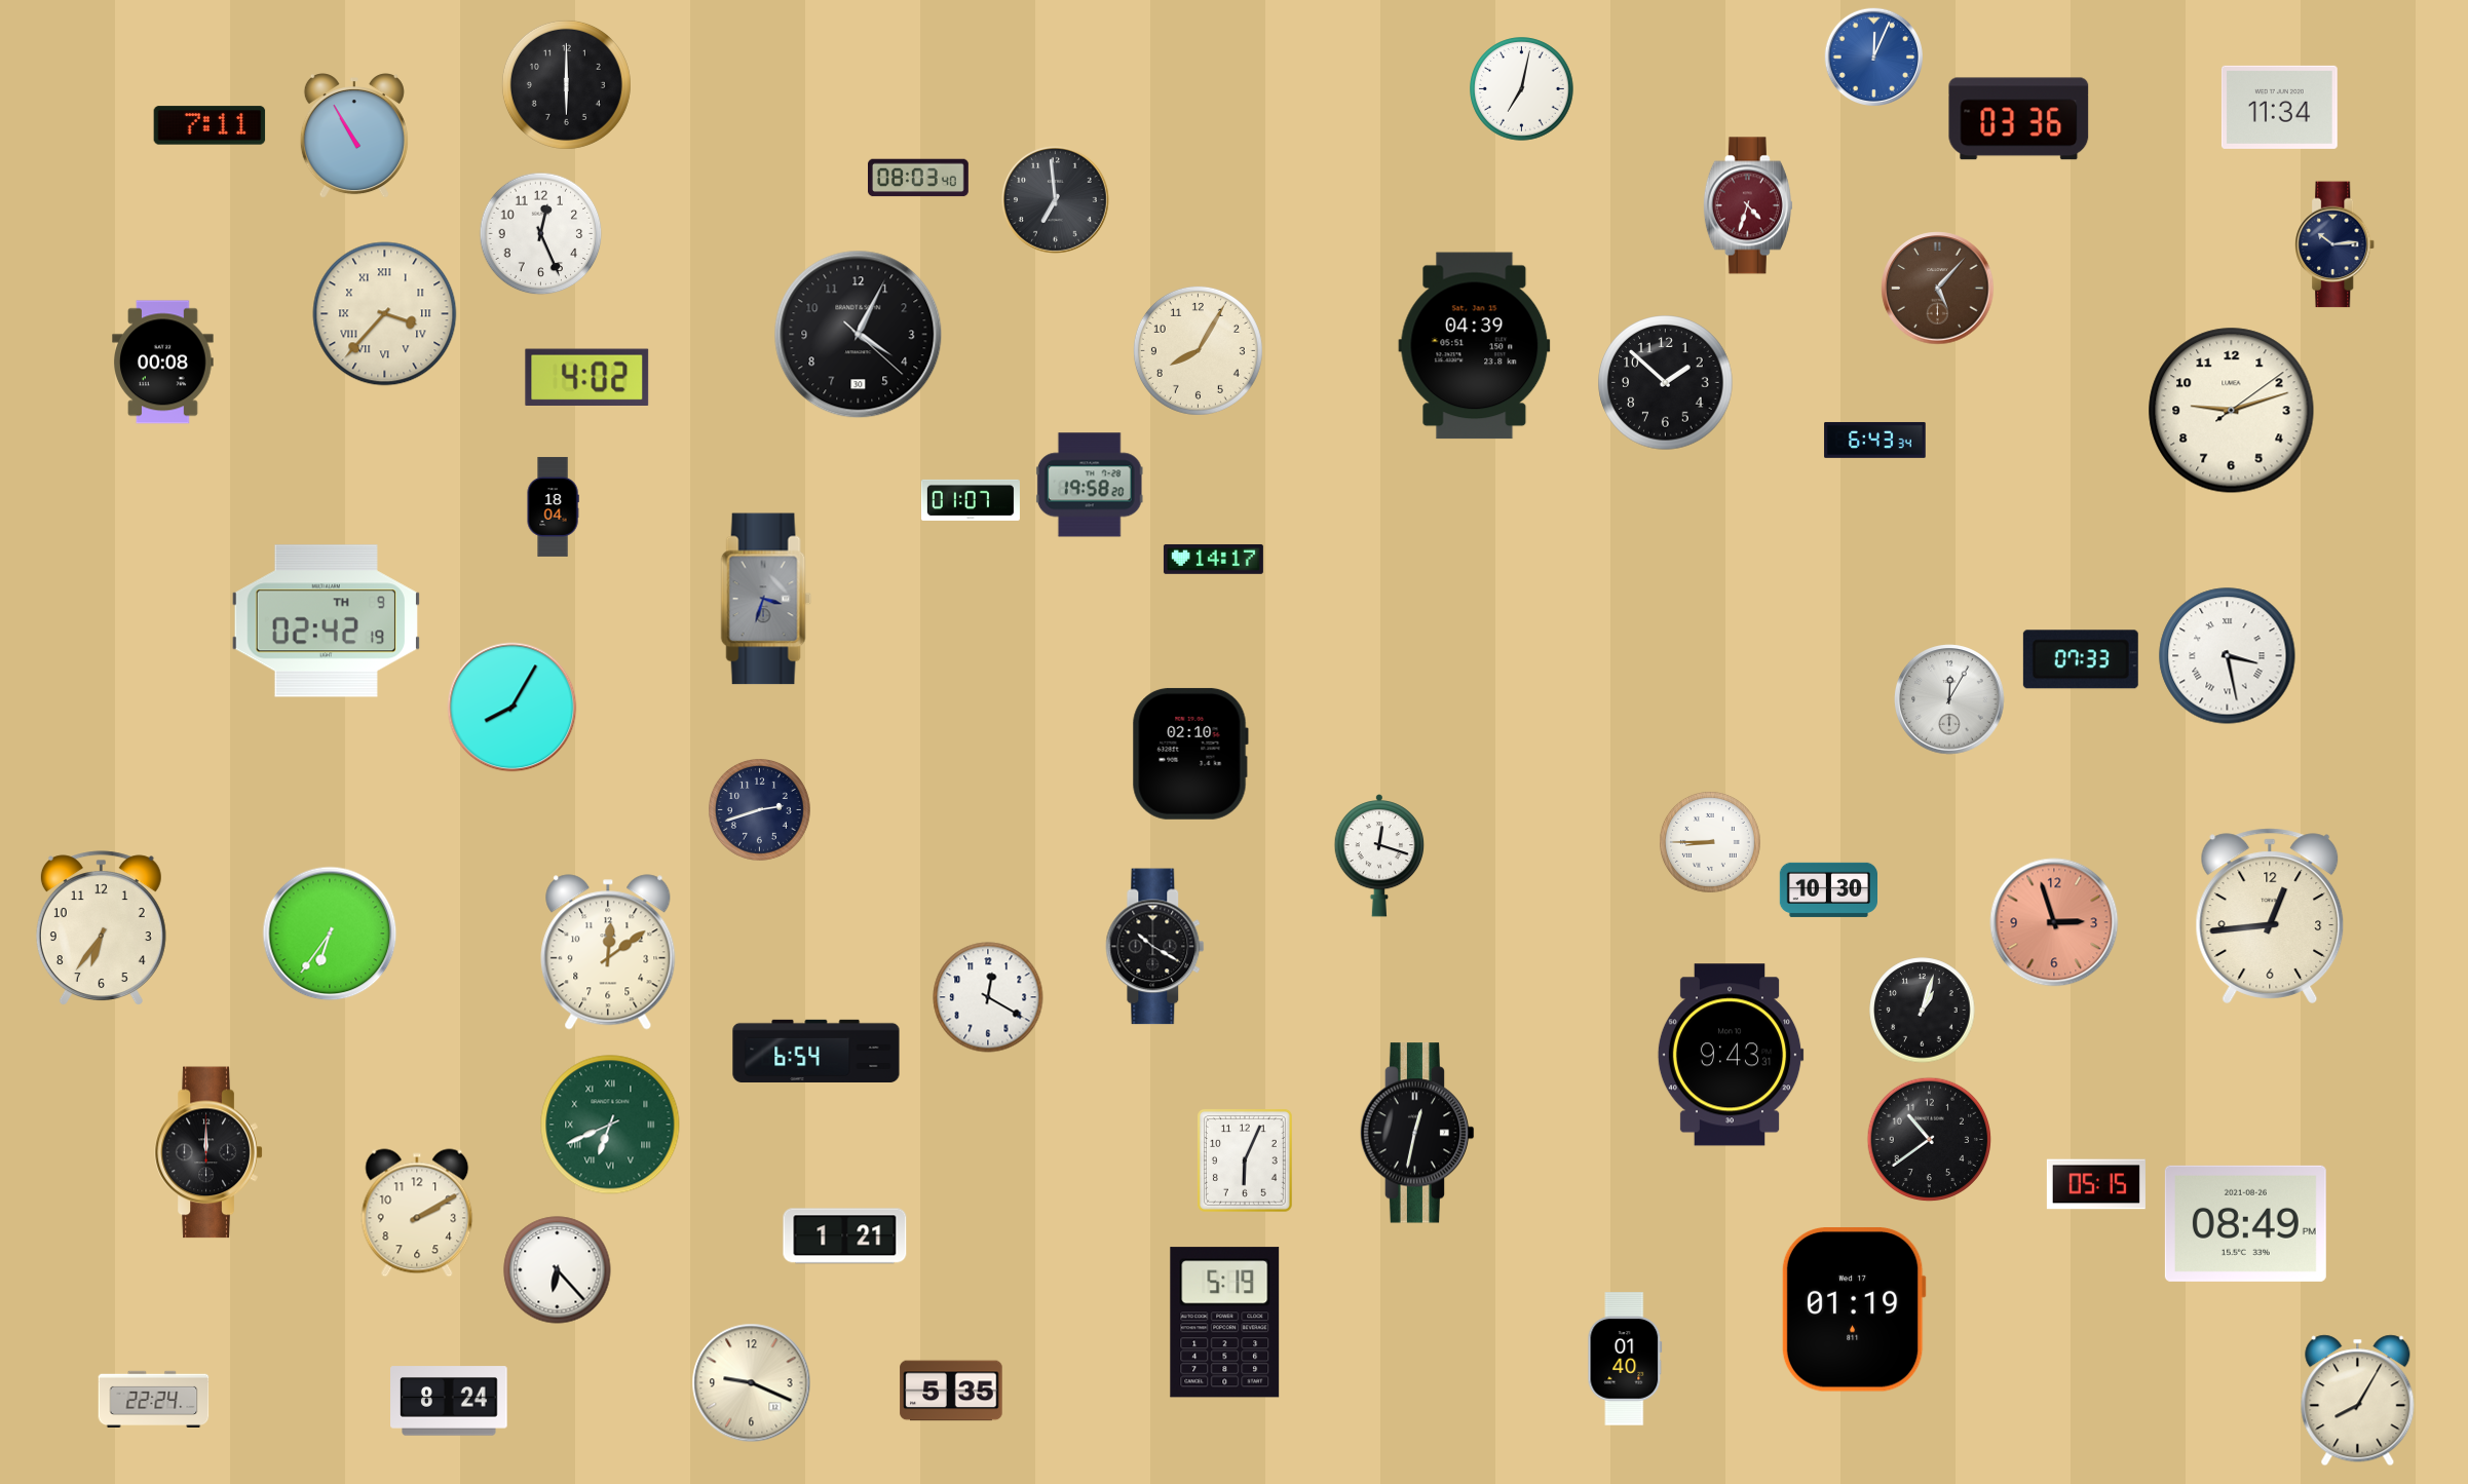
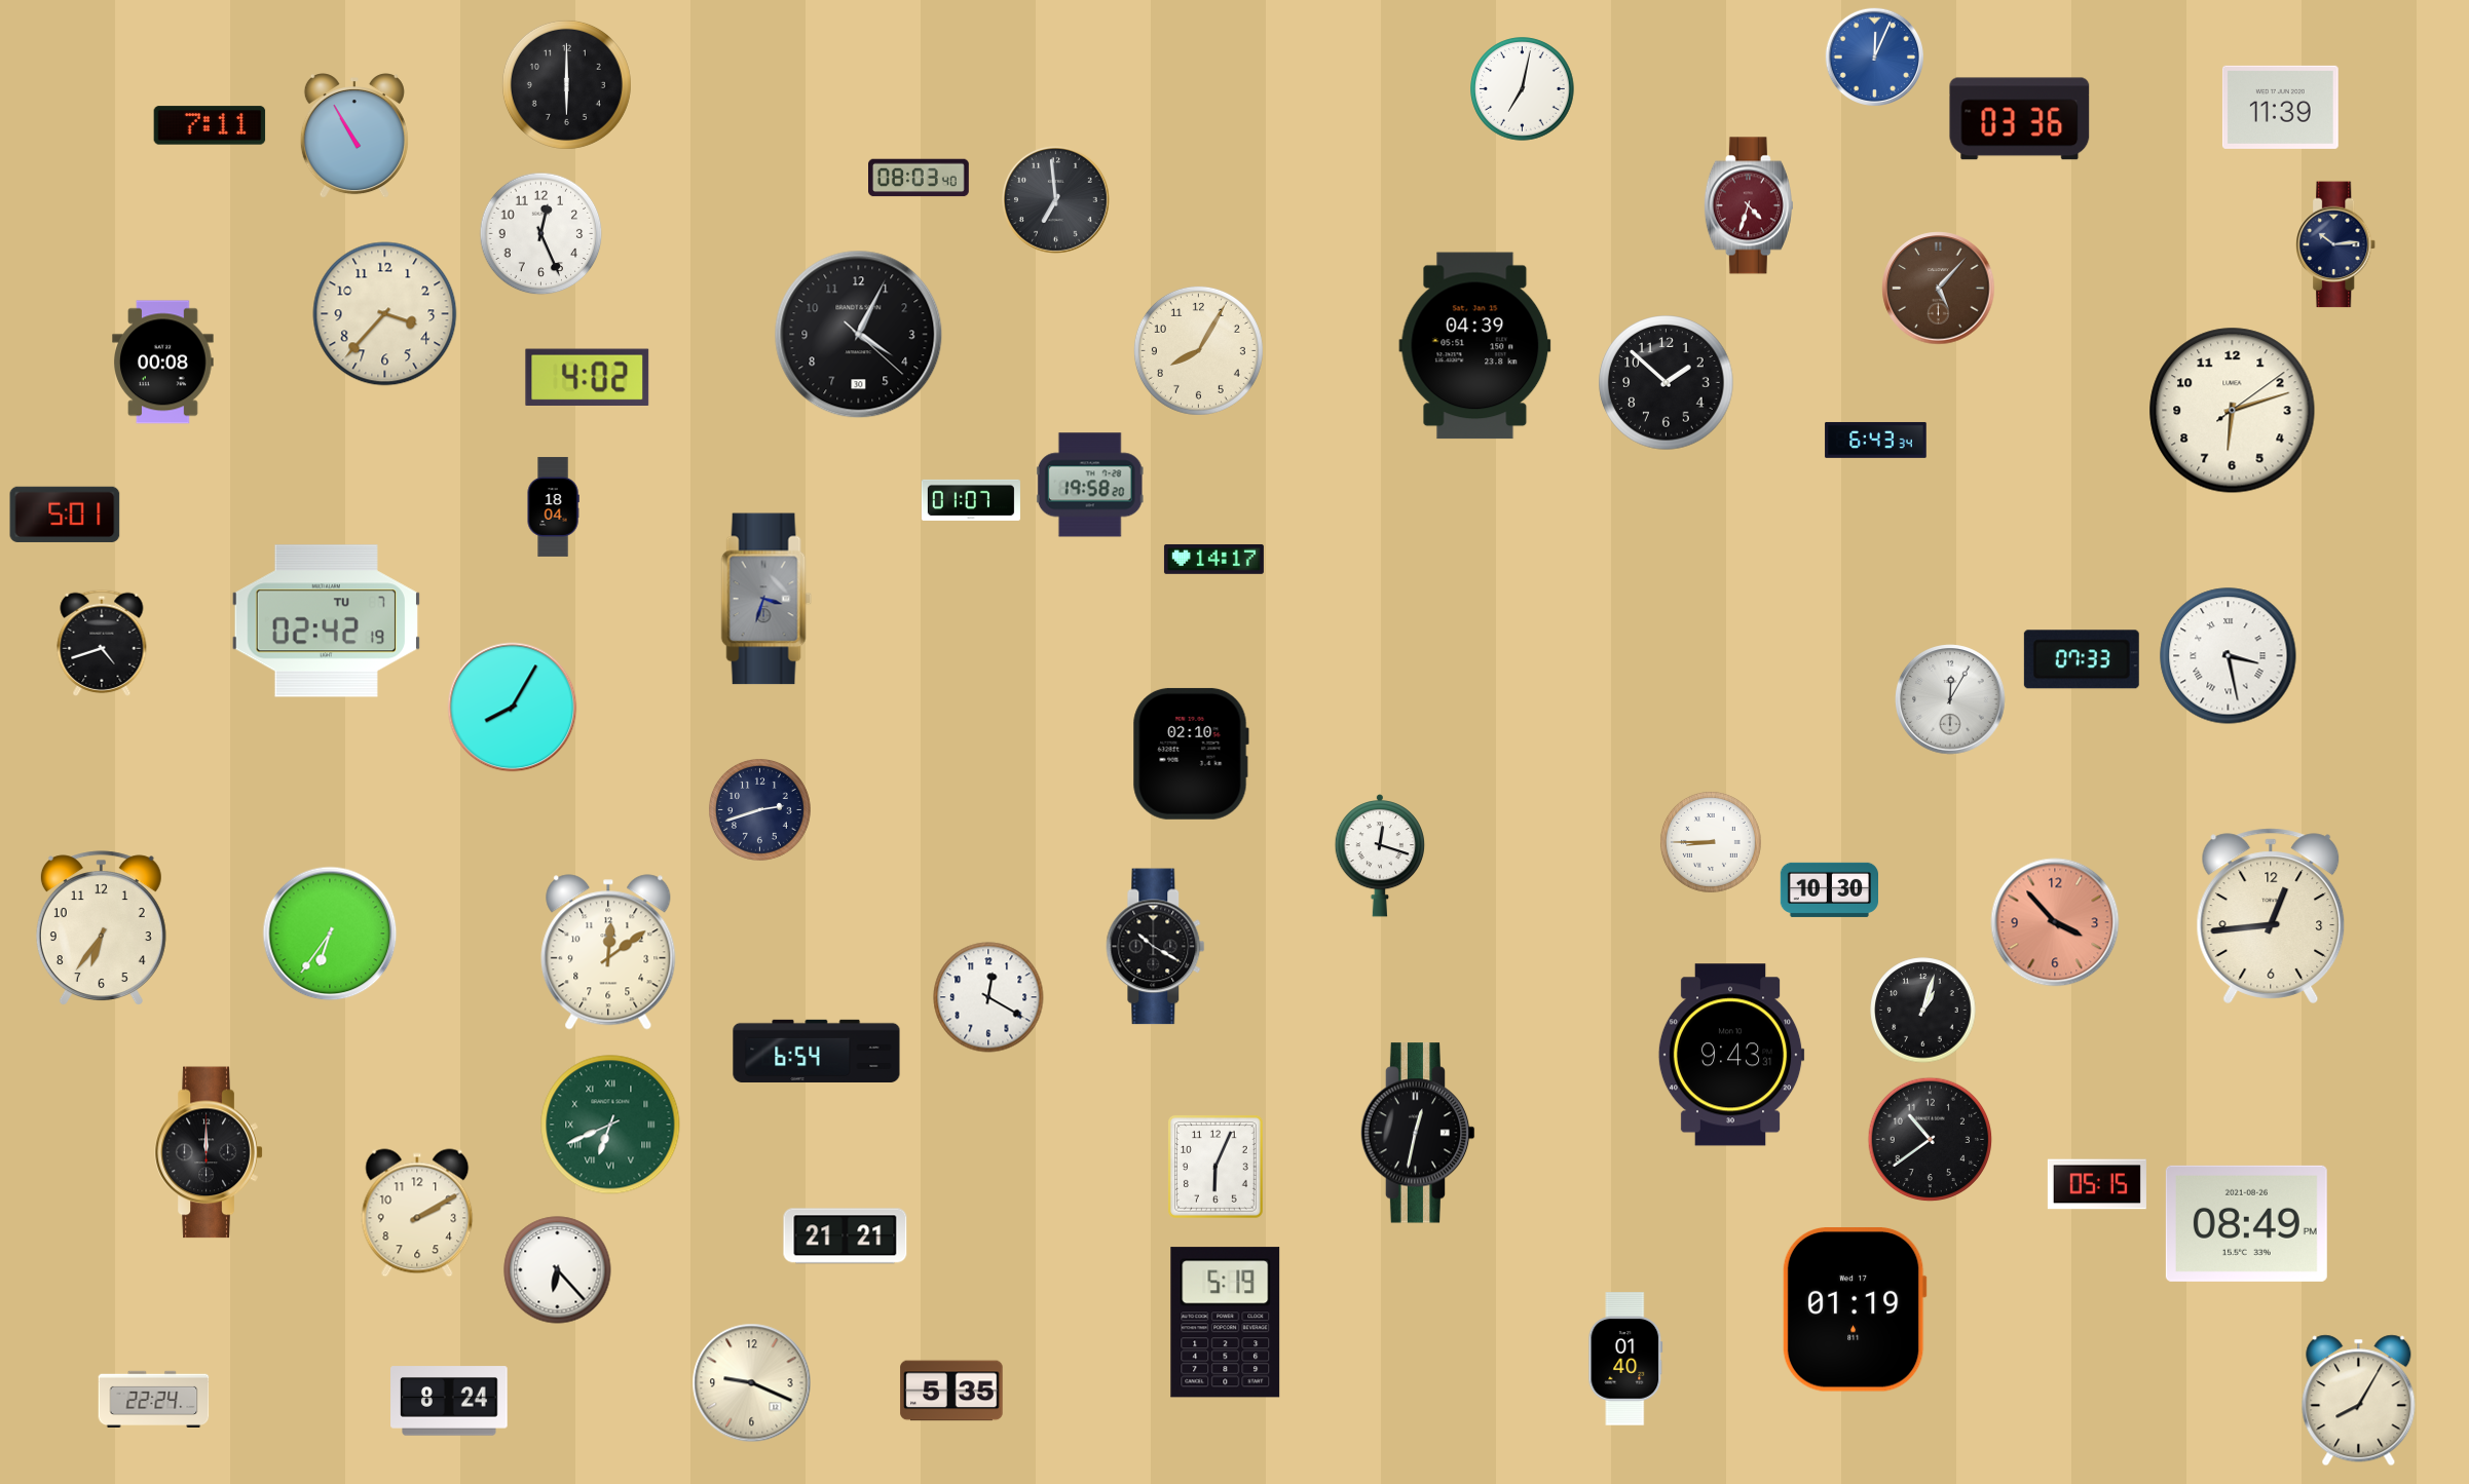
clock at (2279, 107): 11:34 -> 11:39
clock at (385, 314) numerals: Roman -> Arabic
clock at (2232, 411): 9:12 -> 6:12
clock at (65, 515): none -> 5:01
clock at (326, 621) date: TH 9 -> TU 7
clock at (102, 643): none -> 4:42
clock at (2054, 922): 2:57 -> 3:53
clock at (1245, 1160) position: (1245, 1160) -> (1215, 1167)
clock at (845, 1236): 1:21 -> 21:21
